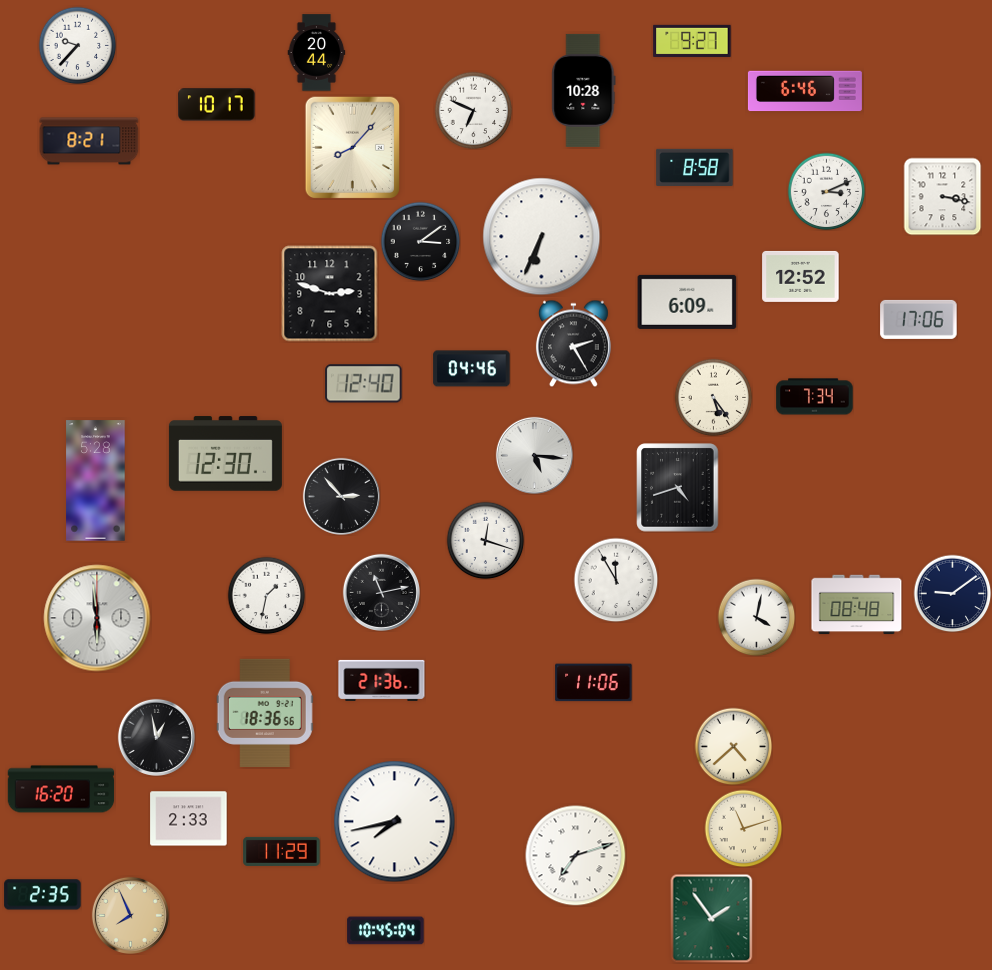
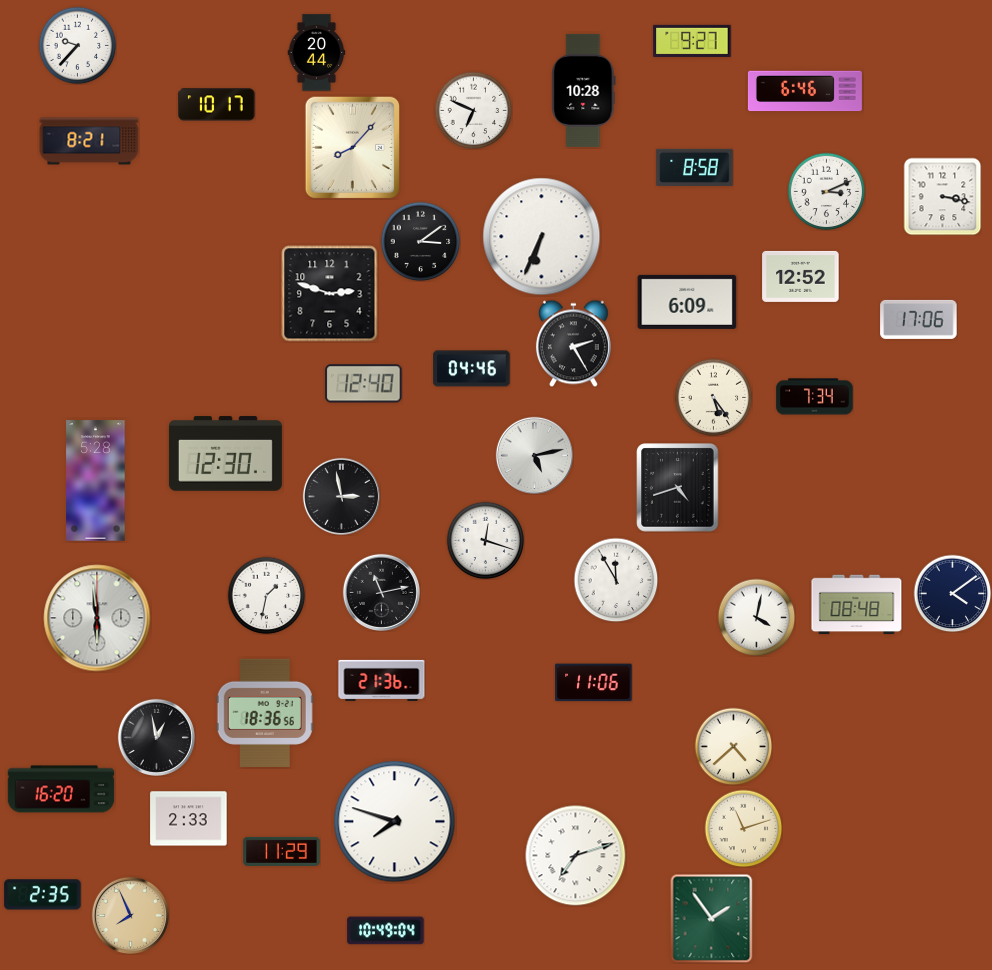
clock at (534, 455): 5:16 -> 5:13
clock at (341, 496): 2:53 -> 2:58
clock at (952, 593): 9:09 -> 4:09
clock at (395, 822): 7:43 -> 7:48
clock at (386, 931): 10:45 -> 10:49
